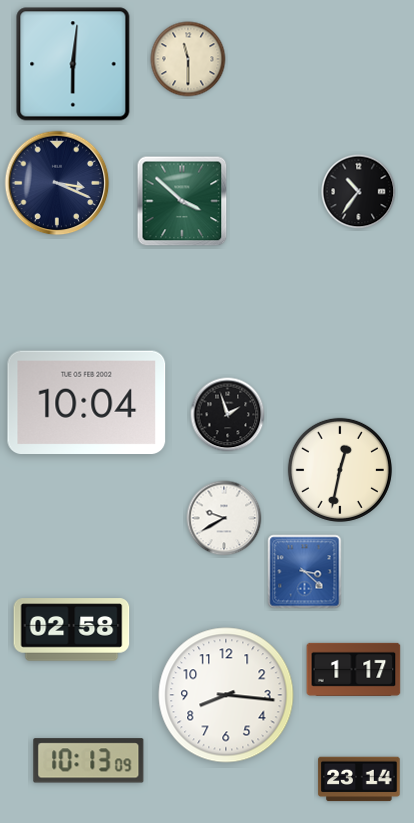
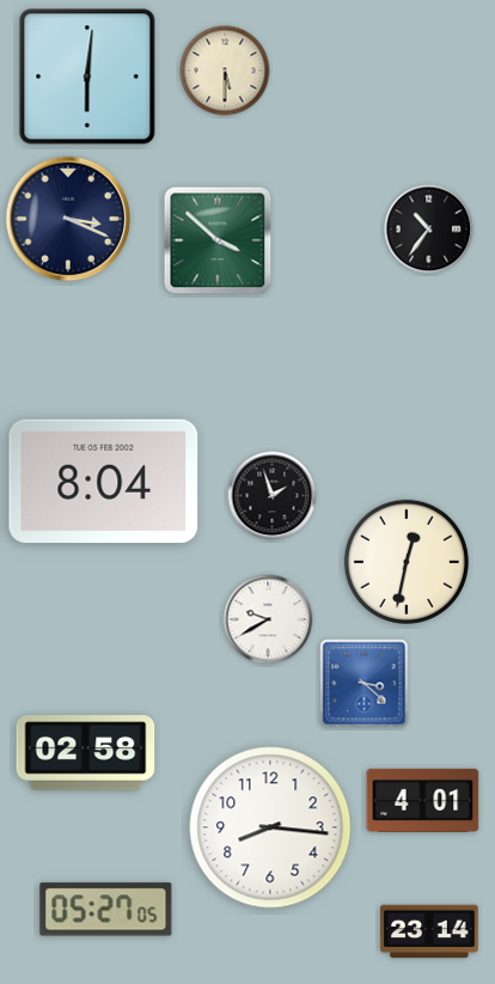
clock at (188, 59): 11:30 -> 5:30
clock at (87, 403): 10:04 -> 8:04
clock at (354, 669): 1:17 -> 4:01
clock at (226, 695) position: (226, 695) -> (270, 827)
clock at (89, 761): 10:13 -> 05:27
